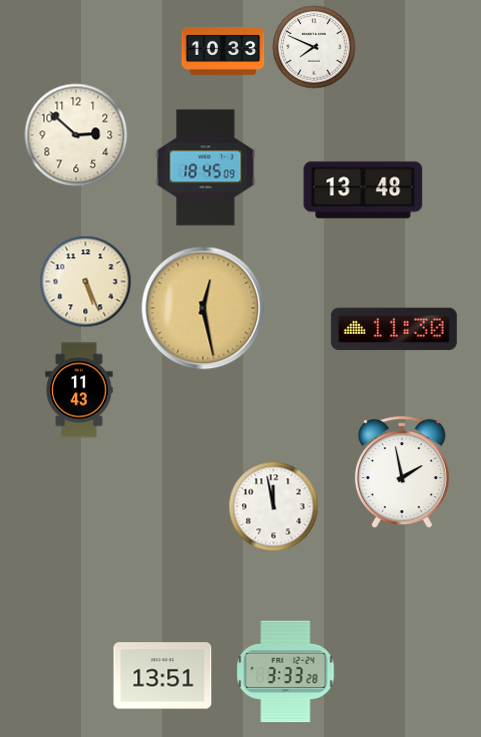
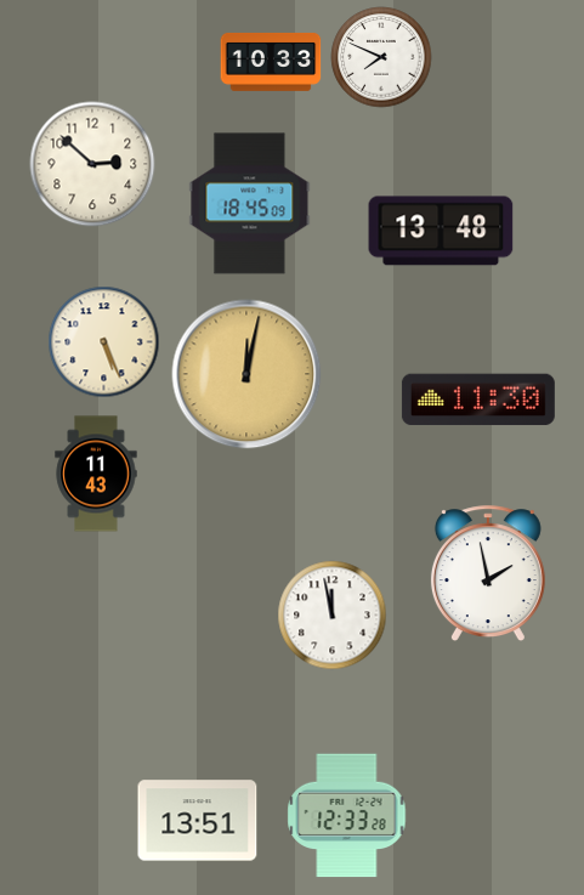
clock at (203, 308): 12:28 -> 12:02
clock at (286, 672): 3:33 -> 12:33
